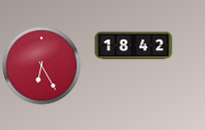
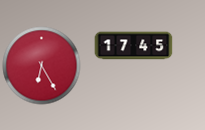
clock at (133, 46): 18:42 -> 17:45
